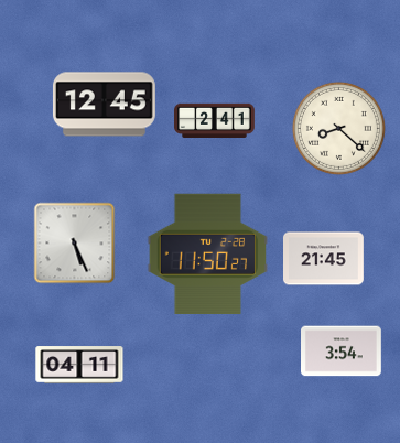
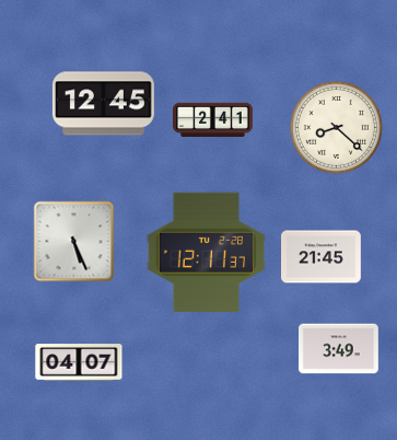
clock at (207, 253): 11:50 -> 12:11
clock at (342, 352): 3:54 -> 3:49
clock at (79, 365): 04:11 -> 04:07
